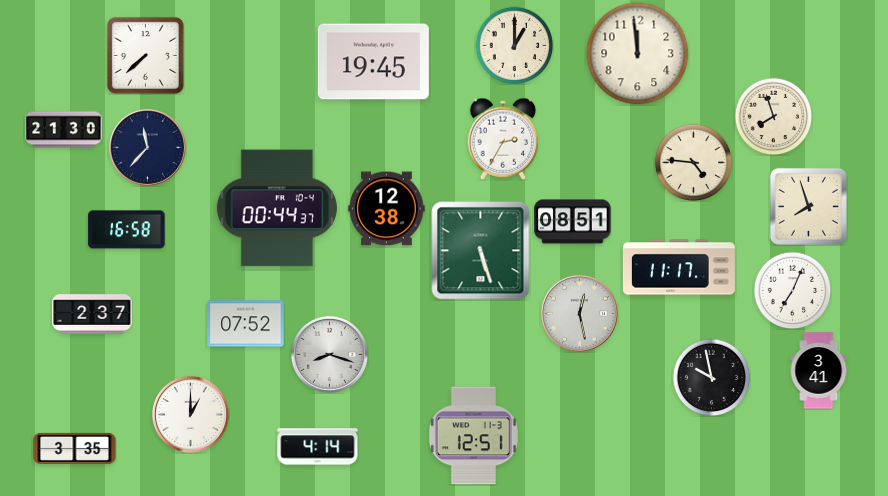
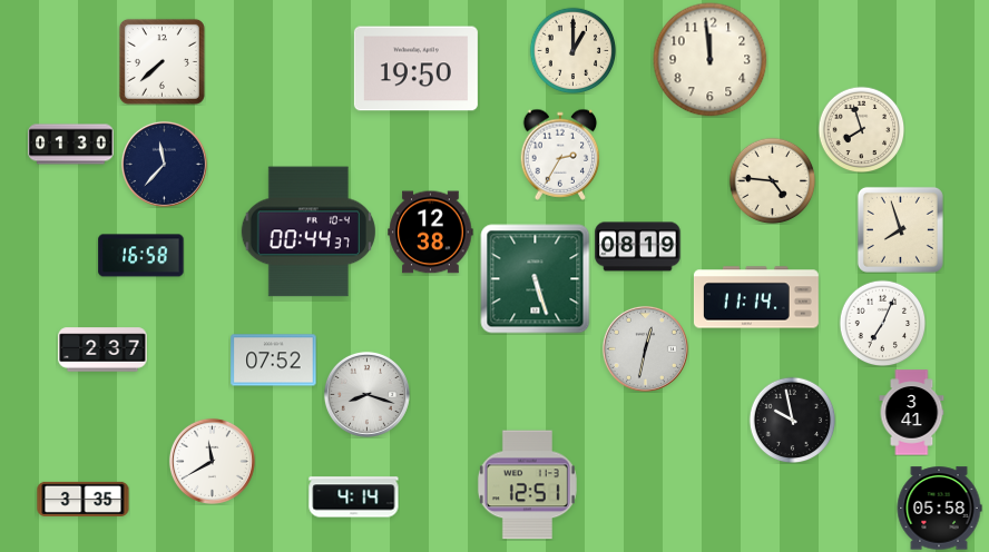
clock at (373, 62): 19:45 -> 19:50
clock at (64, 130): 21:30 -> 01:30
clock at (573, 222): 08:51 -> 08:19
clock at (679, 267): 11:17 -> 11:14
clock at (579, 313): 12:28 -> 12:32
clock at (190, 414): 1:00 -> 11:40
clock at (939, 509): none -> 05:58
